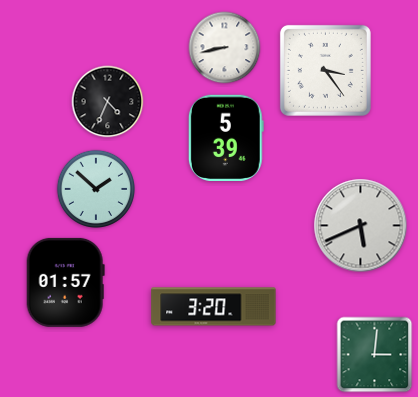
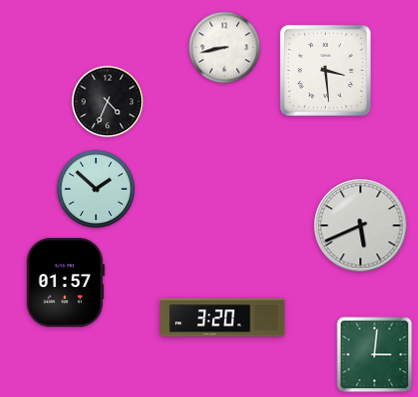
clock at (325, 70): 3:24 -> 3:29
clock at (226, 137): 5:39 -> none
clock at (214, 307) position: (214, 307) -> (223, 318)
